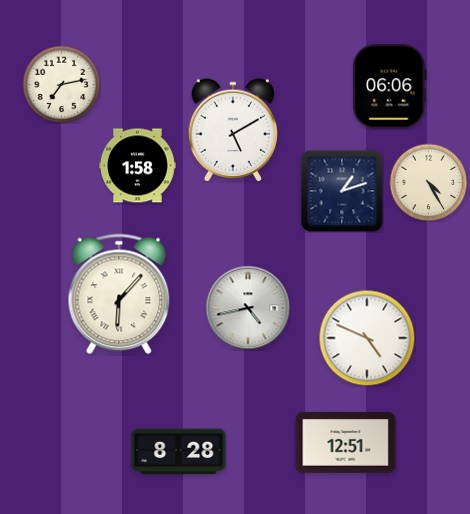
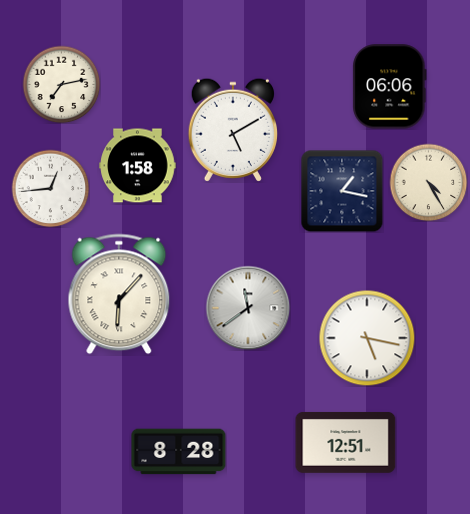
clock at (50, 188): none -> 12:44
clock at (342, 191): 1:12 -> 1:17
clock at (248, 308): 4:43 -> 11:39
clock at (367, 338): 4:49 -> 5:17
